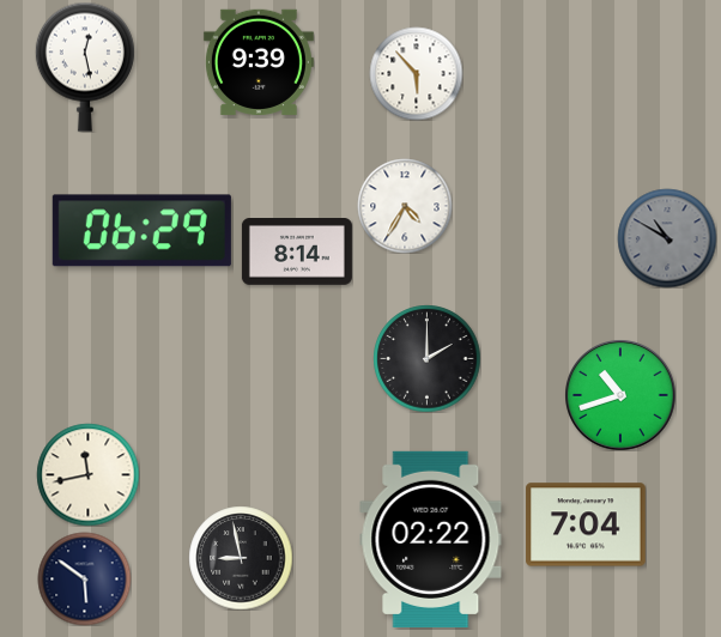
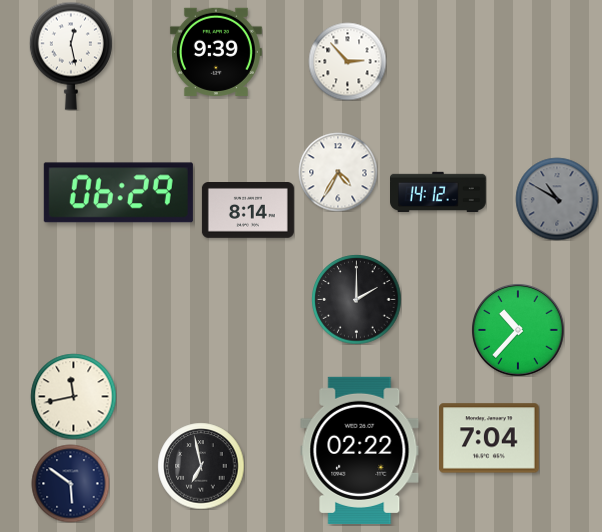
clock at (416, 73): 5:53 -> 2:53
clock at (439, 191): none -> 14:12
clock at (620, 395): 10:42 -> 10:37
clock at (241, 558): 8:58 -> 6:58
